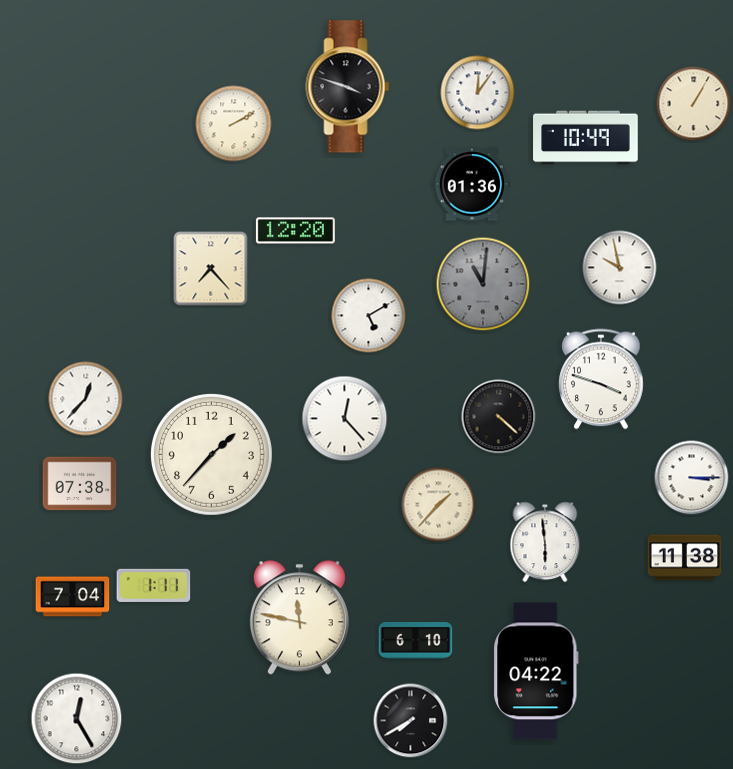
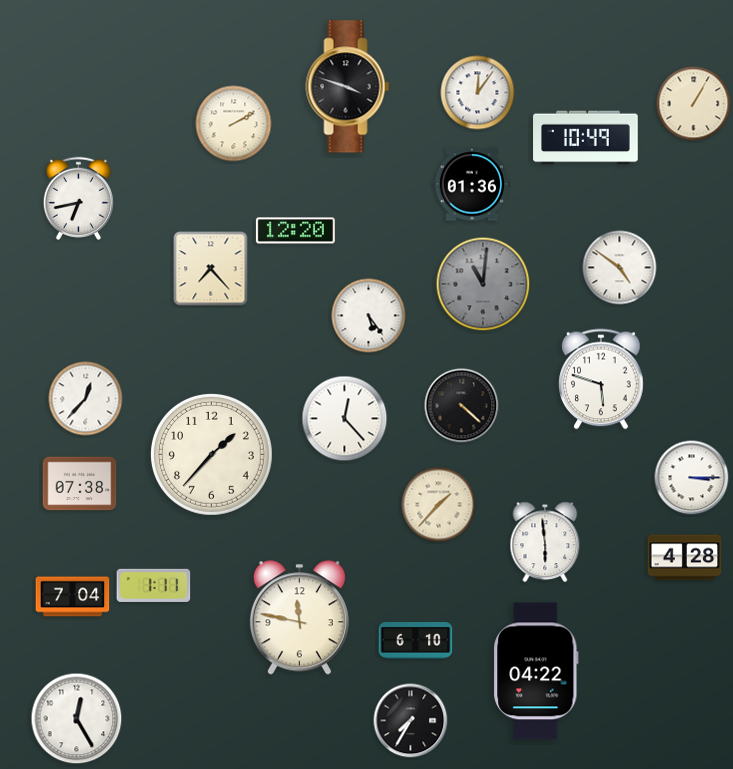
clock at (78, 198): none -> 6:43
clock at (620, 268): 9:58 -> 4:51
clock at (369, 316): 5:10 -> 5:24
clock at (601, 379): 3:48 -> 5:48
clock at (499, 417) position: (499, 417) -> (462, 406)
clock at (685, 558): 11:38 -> 4:28
clock at (411, 721): 7:40 -> 7:35
